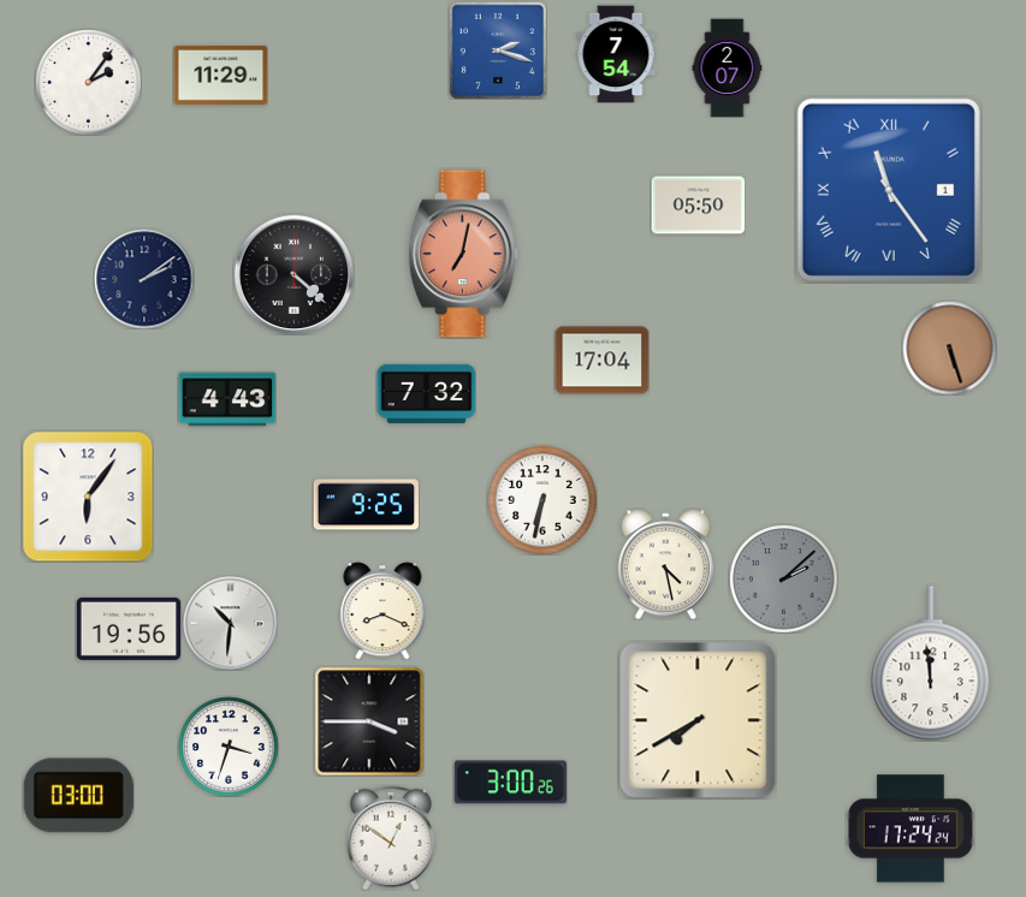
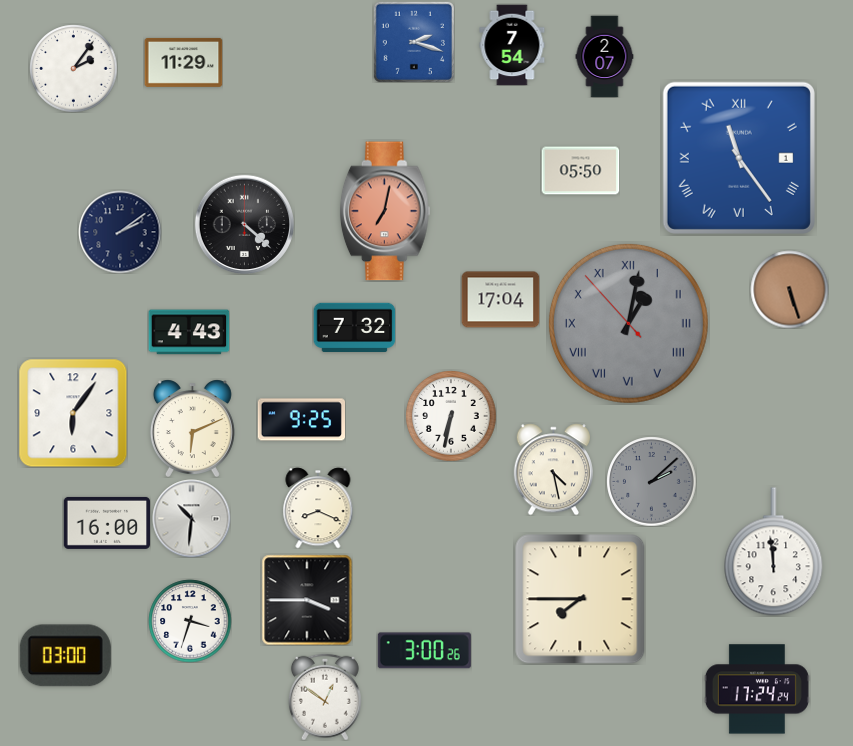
clock at (293, 274) position: (293, 274) -> (244, 224)
clock at (628, 323): none -> 1:01
clock at (366, 505) position: (366, 505) -> (301, 420)
clock at (192, 428): none -> 6:11
clock at (129, 629): 19:56 -> 16:00
clock at (698, 720): 7:40 -> 7:45
clock at (78, 796) position: (78, 796) -> (65, 656)
